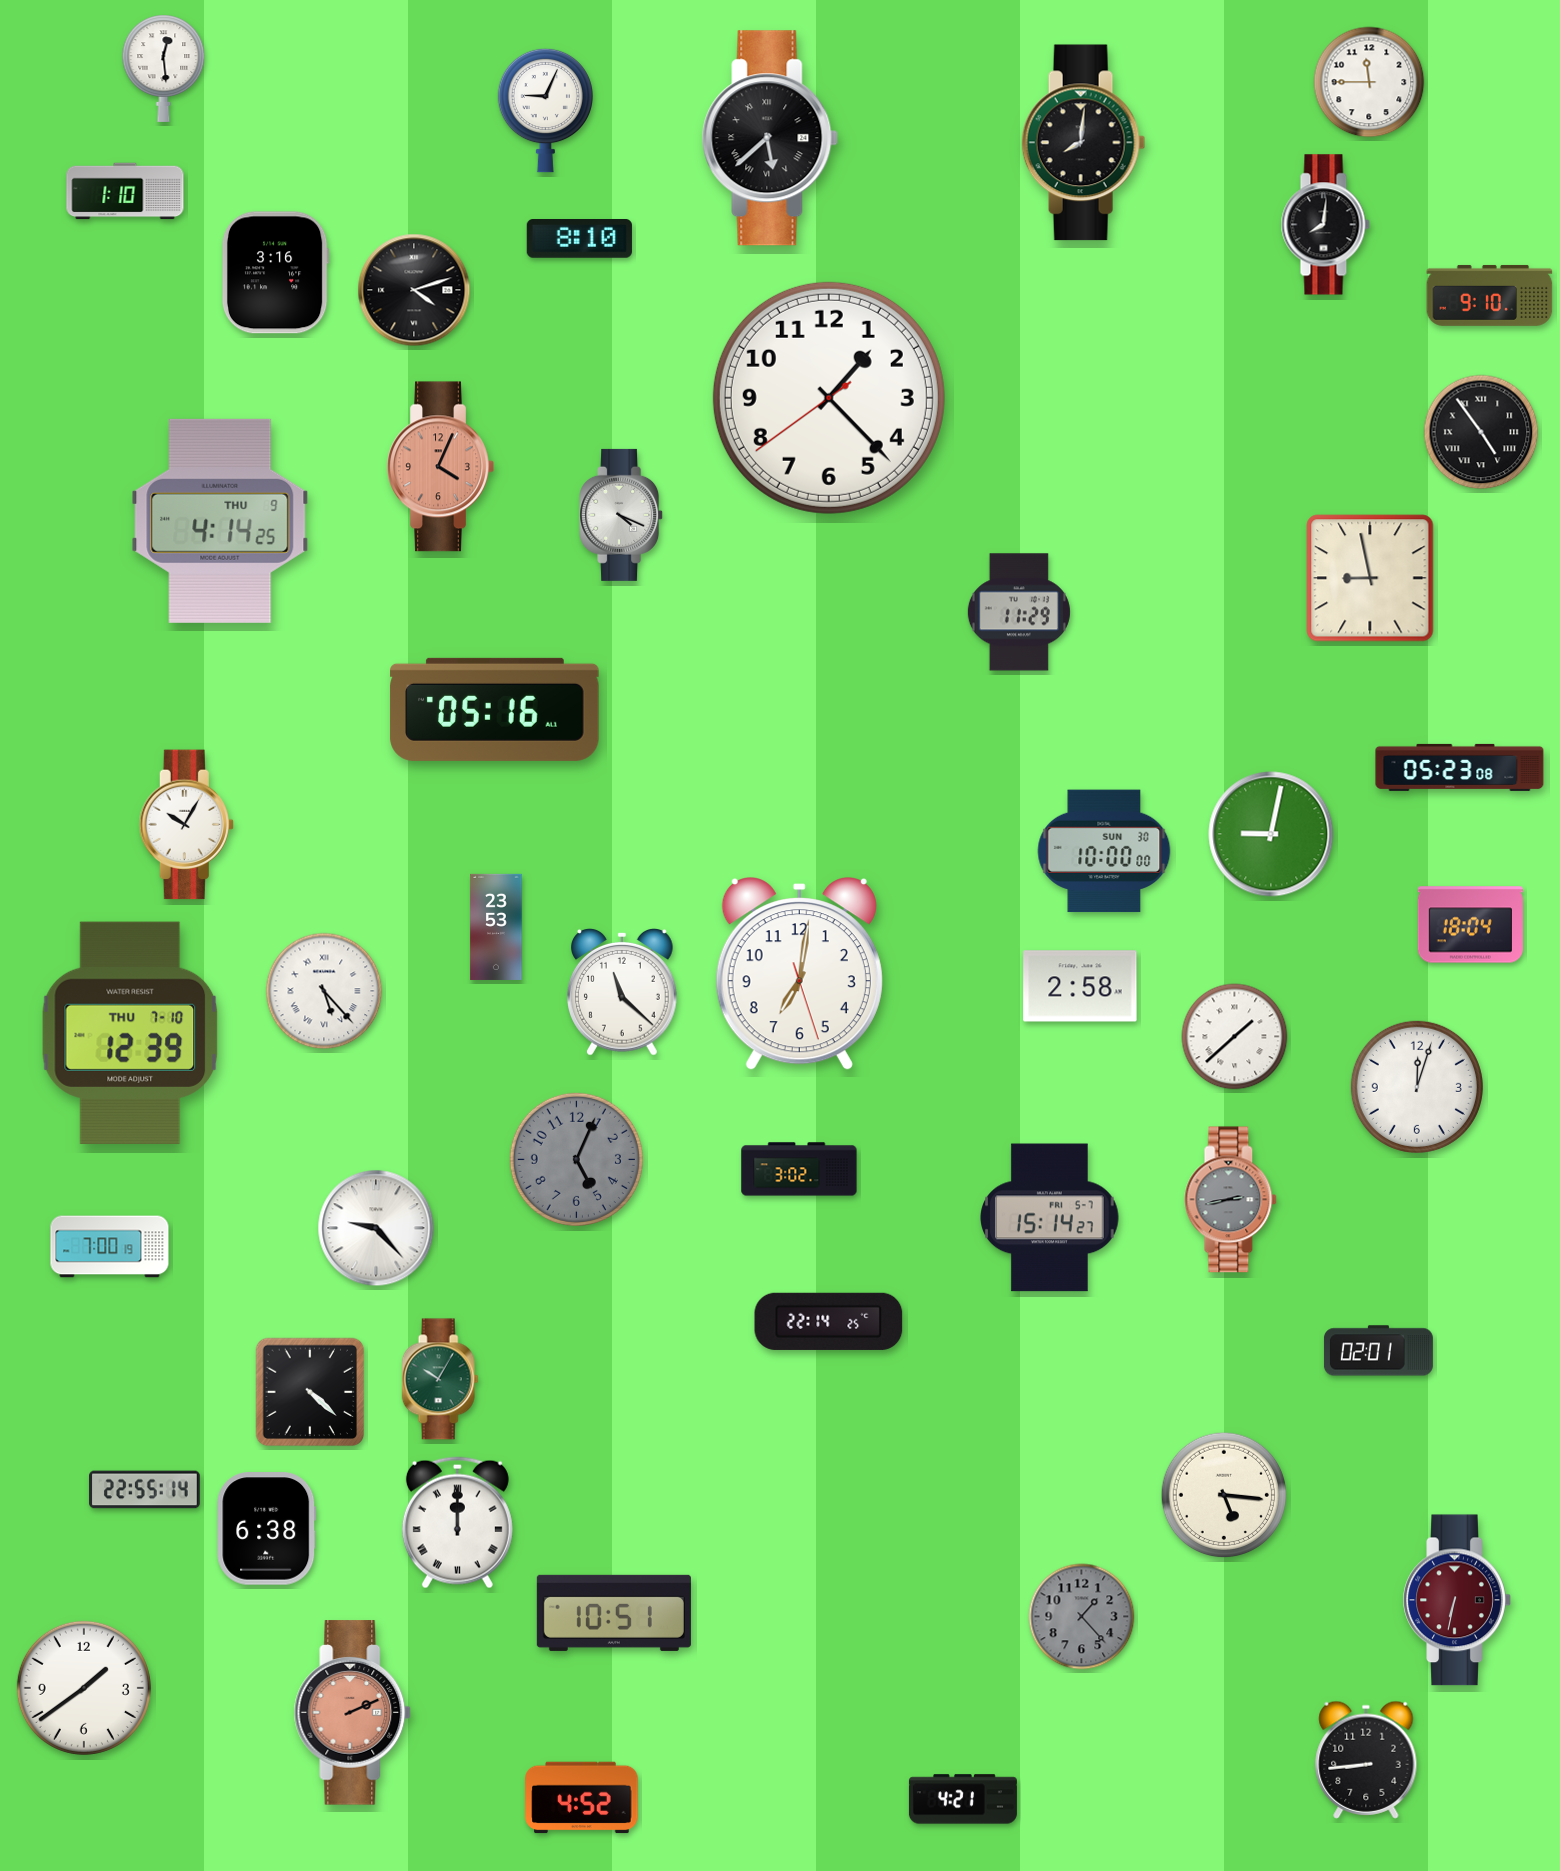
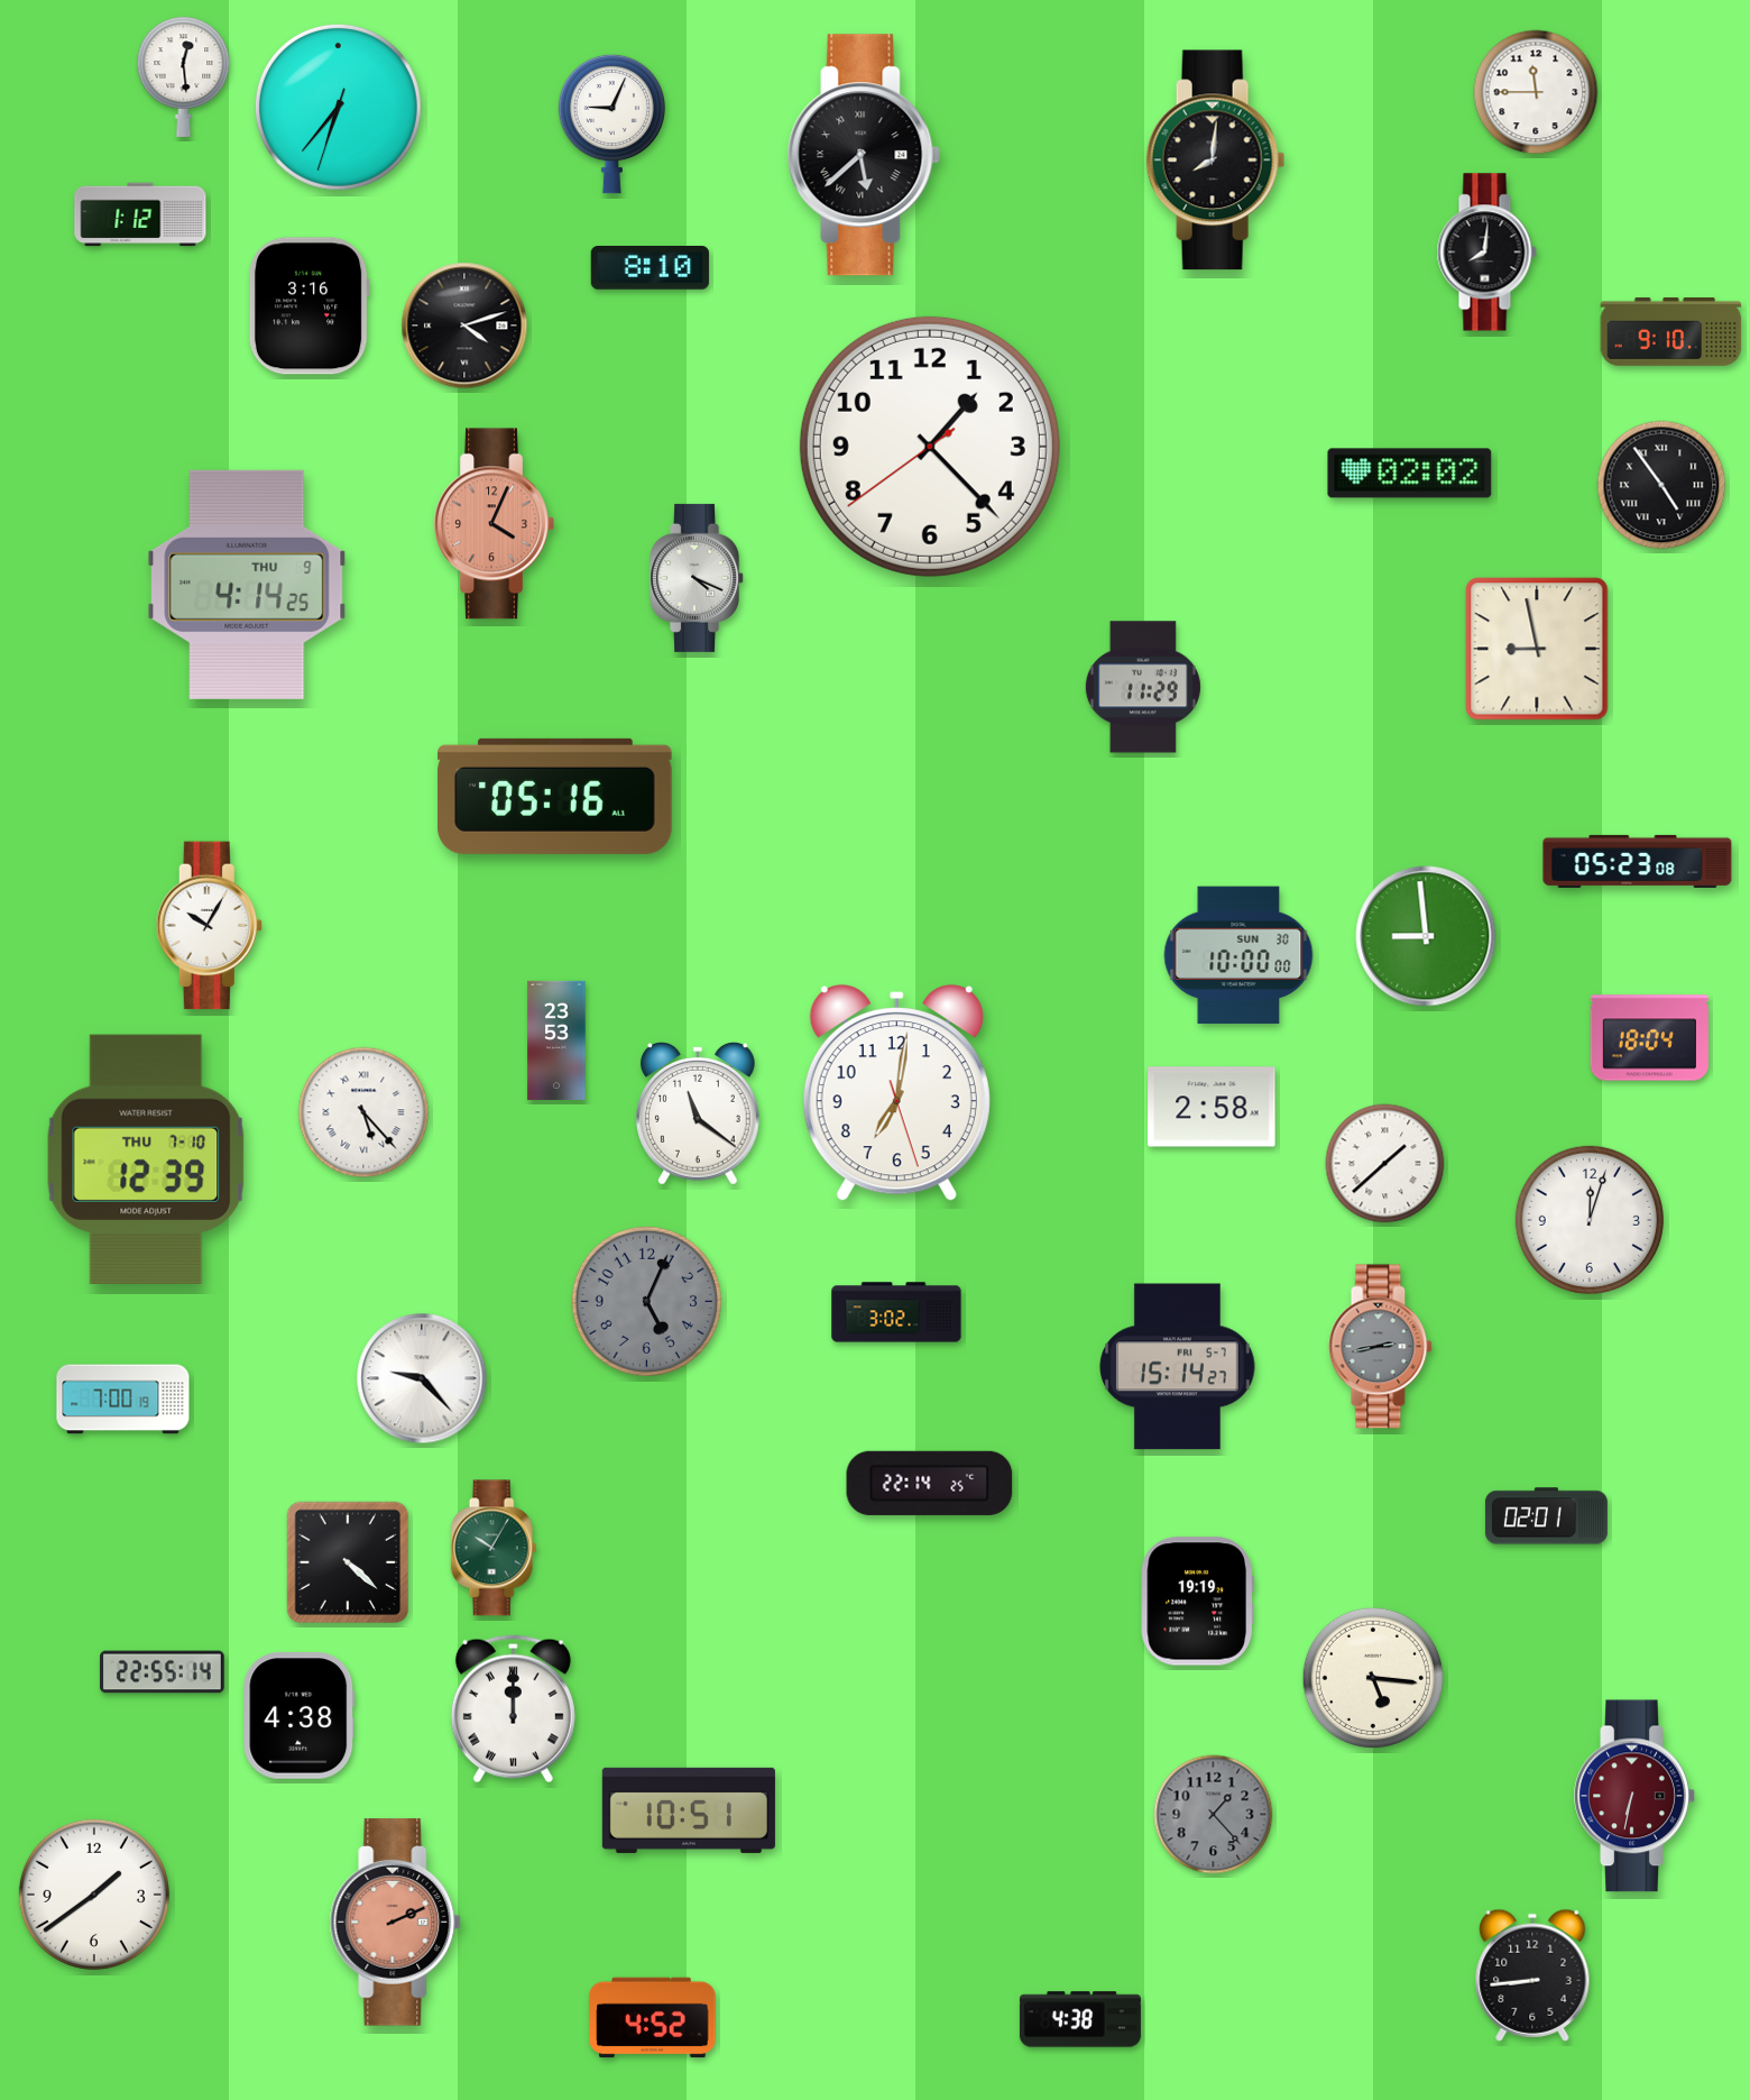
clock at (338, 107): none -> 6:36
clock at (125, 191): 1:10 -> 1:12
clock at (1410, 474): none -> 02:02
clock at (1271, 834): 9:02 -> 8:59
clock at (623, 993): 11:22 -> 11:21
clock at (1197, 1602): none -> 19:19
clock at (267, 1529): 6:38 -> 4:38
clock at (963, 1799): 4:21 -> 4:38
